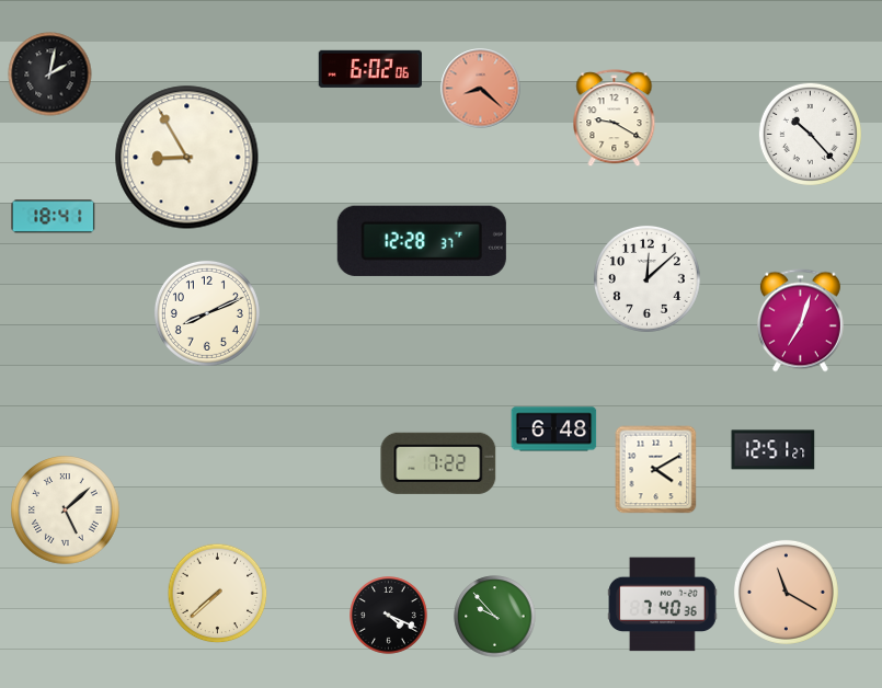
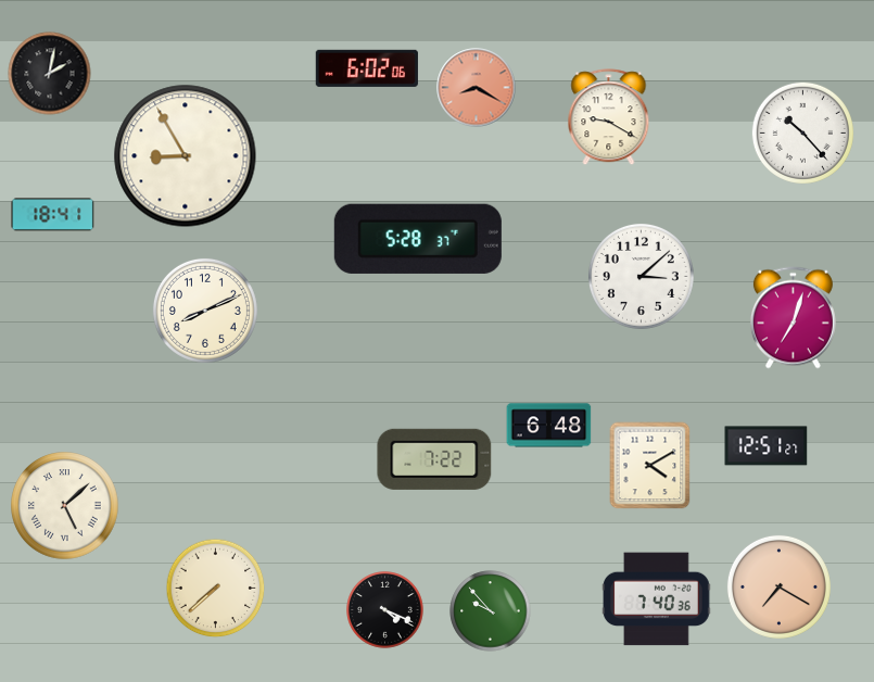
clock at (481, 89): 8:22 -> 8:20
clock at (422, 241): 12:28 -> 5:28
clock at (646, 278): 12:08 -> 3:08
clock at (786, 592): 11:20 -> 7:20
